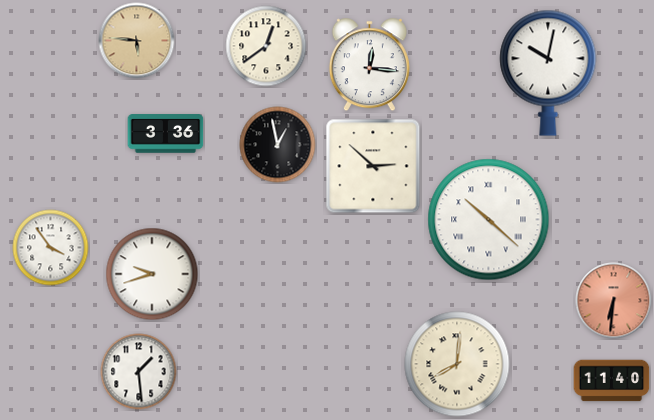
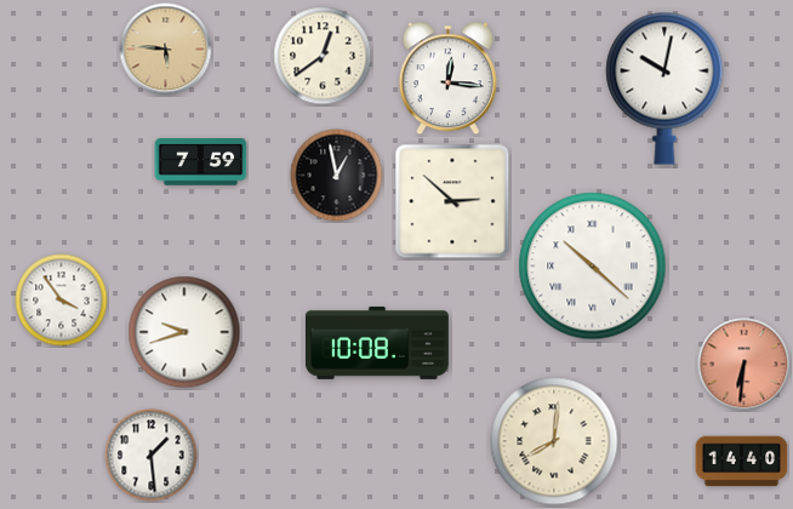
clock at (166, 134): 3:36 -> 7:59
clock at (377, 343): none -> 10:08
clock at (139, 372) position: (139, 372) -> (152, 456)
clock at (612, 381): 11:40 -> 14:40
